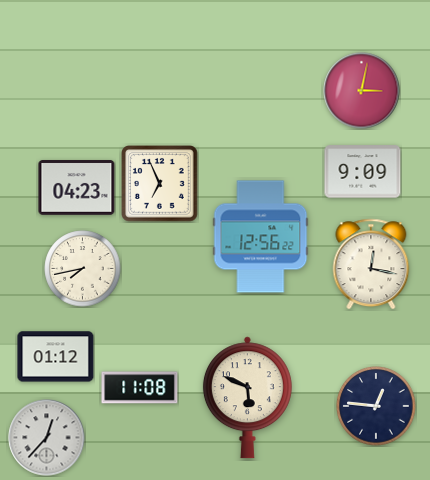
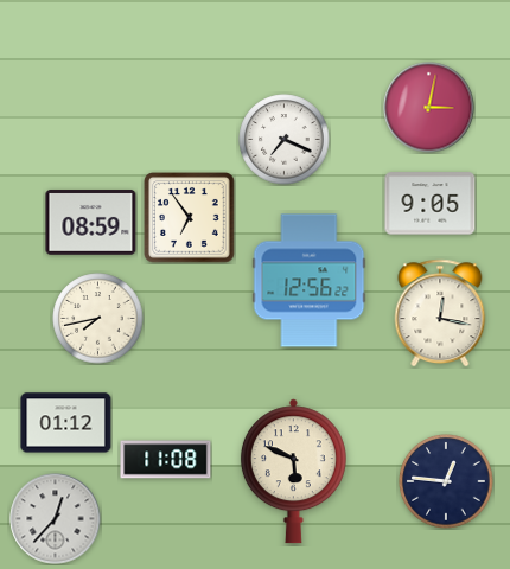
clock at (285, 140): none -> 7:19
clock at (363, 172): 9:09 -> 9:05
clock at (160, 184): 6:56 -> 6:54
clock at (77, 188): 04:23 -> 08:59
